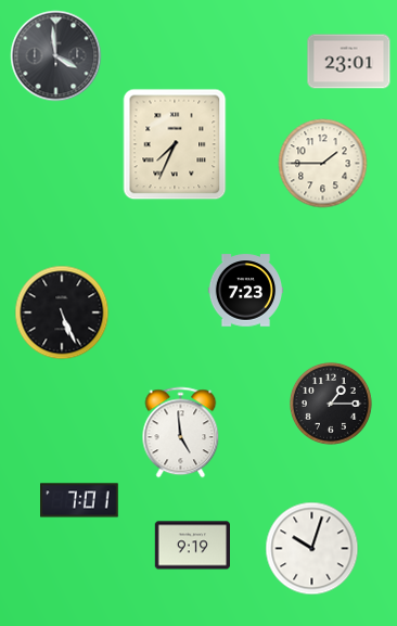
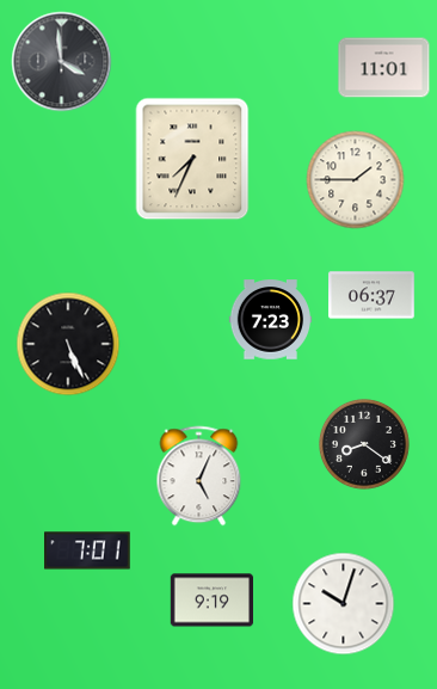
clock at (349, 62): 23:01 -> 11:01
clock at (371, 295): none -> 06:37
clock at (331, 404): 1:15 -> 8:21
clock at (181, 433): 4:59 -> 5:04
